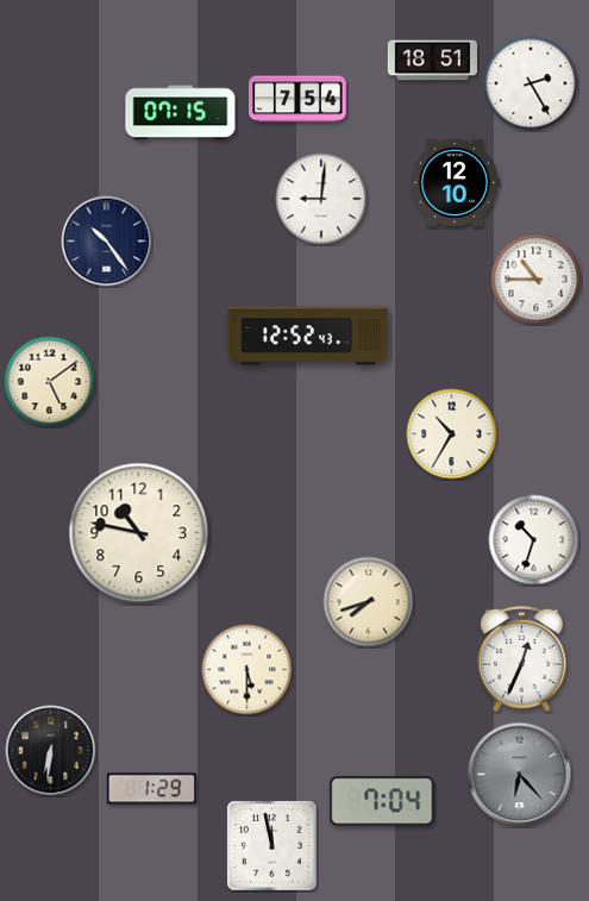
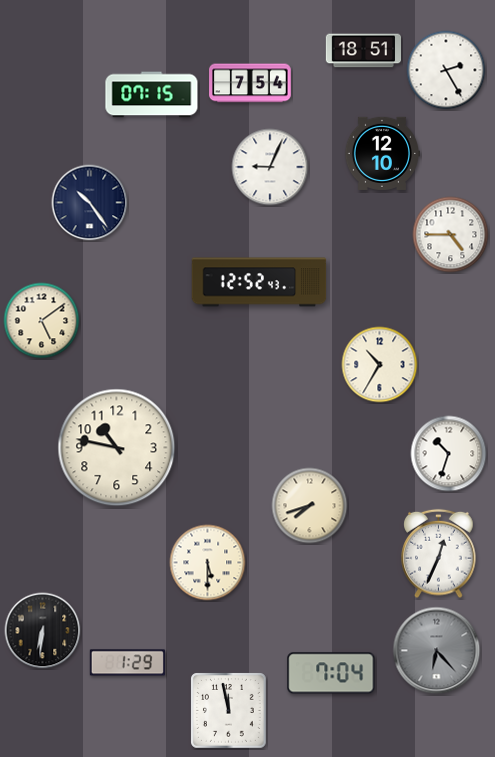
clock at (321, 199): 9:01 -> 9:04
clock at (537, 280): 10:45 -> 4:45
clock at (382, 801) position: (382, 801) -> (331, 673)
